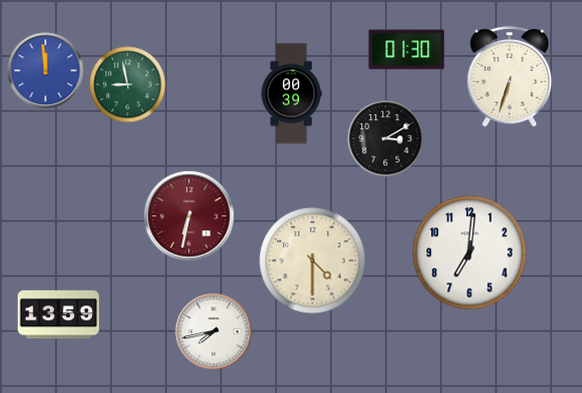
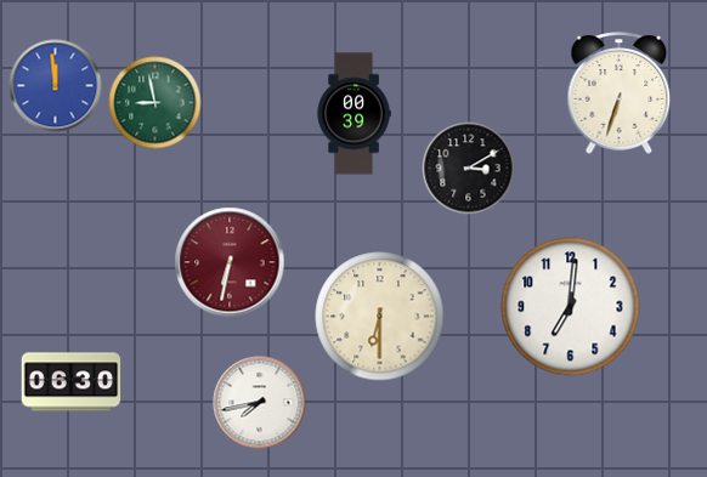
clock at (407, 50): 01:30 -> none
clock at (313, 261): 4:30 -> 6:30
clock at (59, 315): 13:59 -> 06:30
